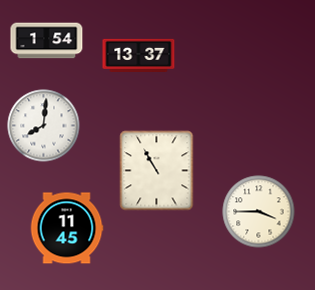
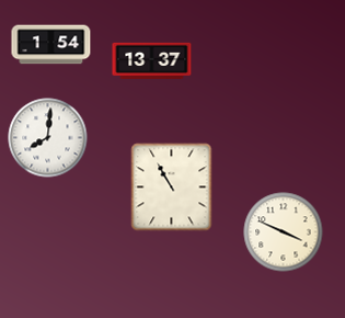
clock at (259, 212): 3:45 -> 3:49
clock at (67, 228): 11:45 -> none
